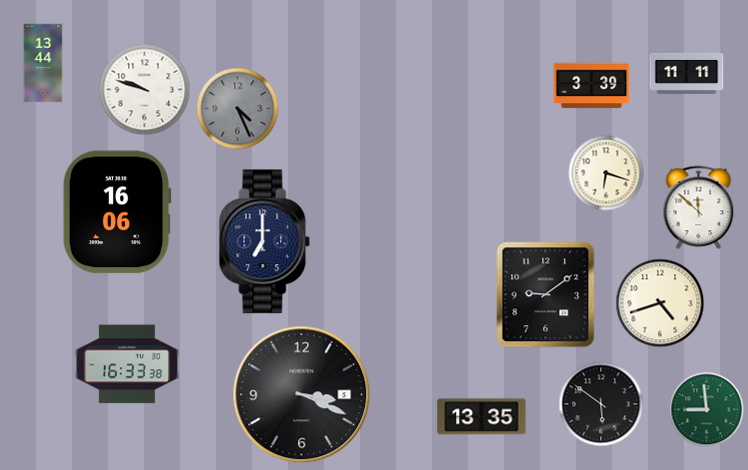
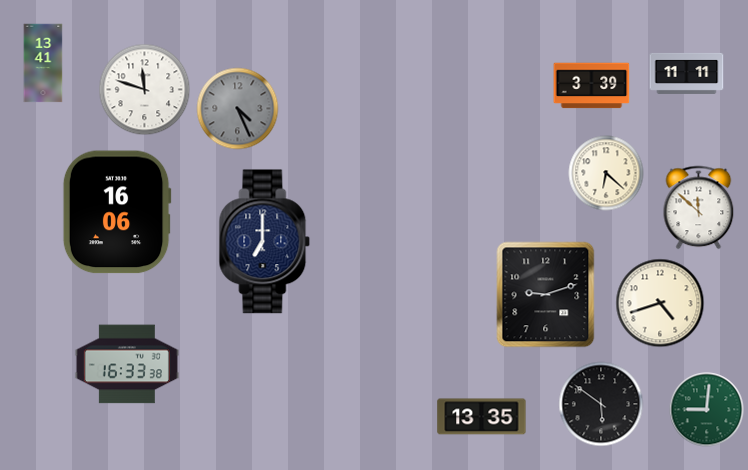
clock at (43, 63): 13:44 -> 13:41
clock at (145, 90): 9:48 -> 11:48
clock at (606, 173): 6:18 -> 6:22
clock at (546, 295): 9:09 -> 9:12
clock at (302, 395): 3:19 -> none
clock at (707, 410): 8:59 -> 9:01
